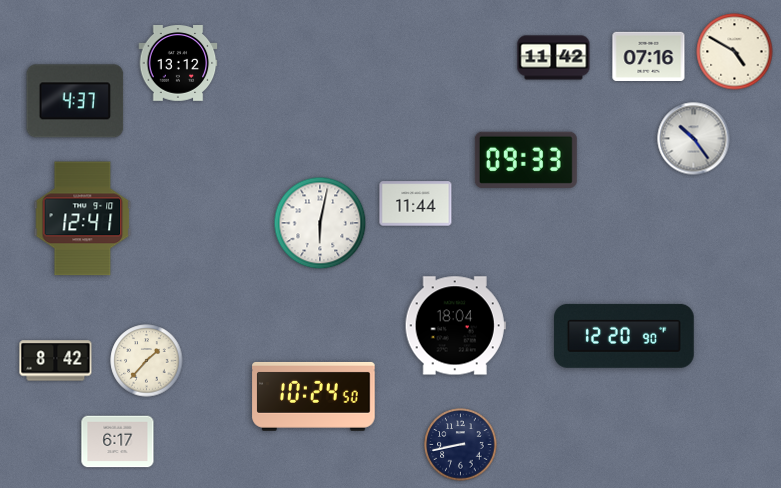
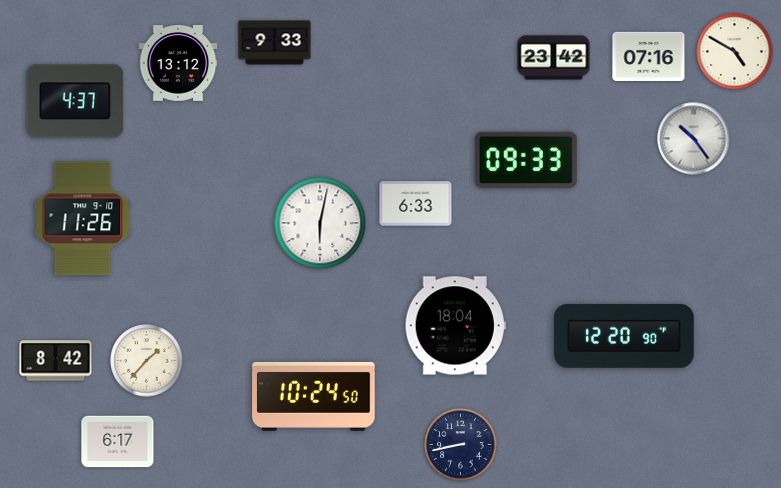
clock at (275, 43): none -> 9:33
clock at (554, 58): 11:42 -> 23:42
clock at (416, 204): 11:44 -> 6:33
clock at (83, 219): 12:41 -> 11:26
